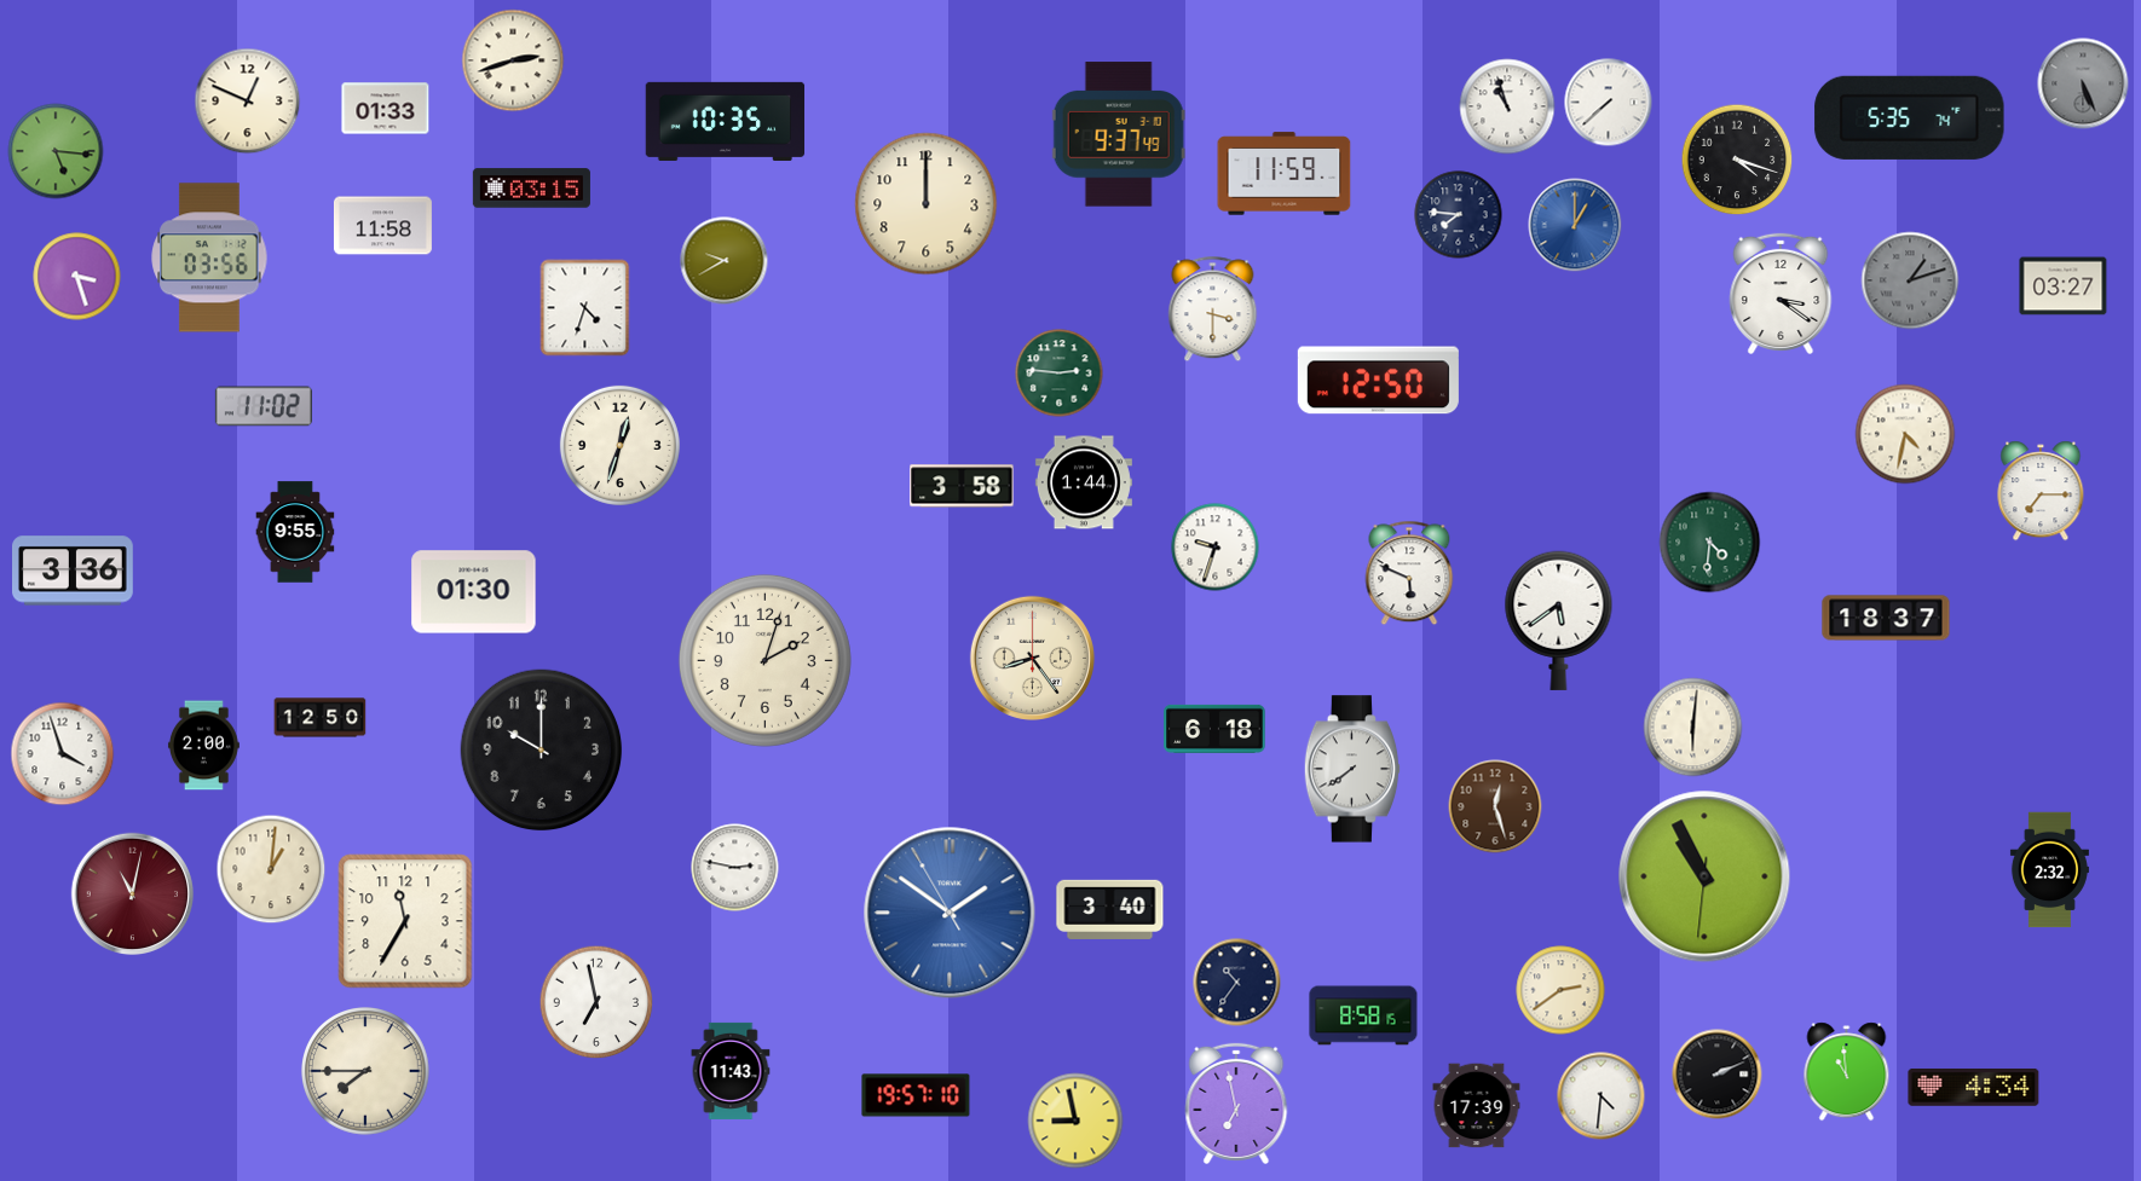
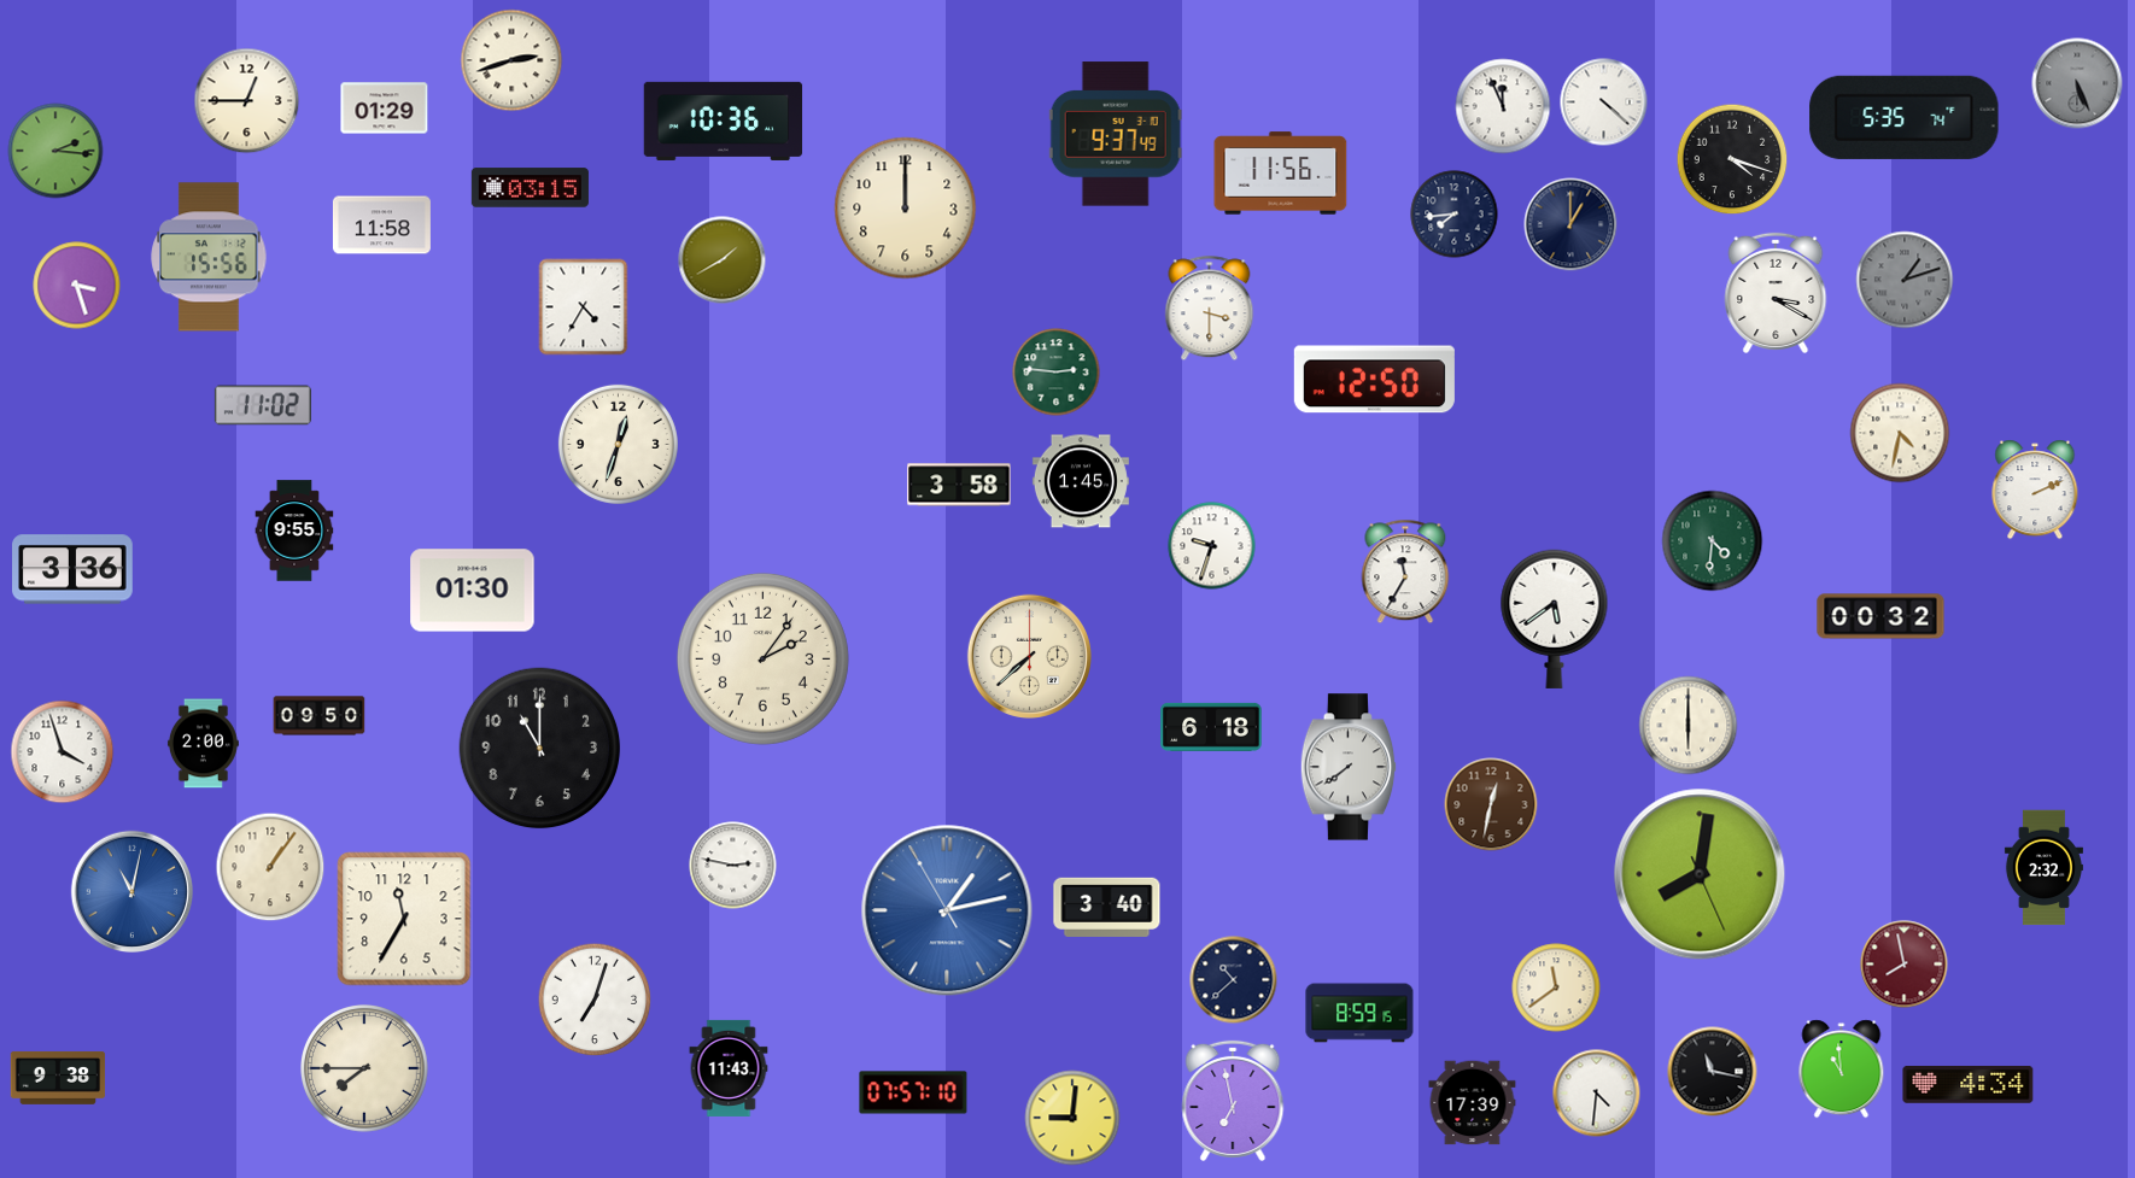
clock at (248, 102): 12:49 -> 12:45
clock at (1609, 103): 7:38 -> 4:22
clock at (1507, 106): 10:57 -> 11:56
clock at (386, 109): 01:33 -> 01:29
clock at (726, 121): 10:35 -> 10:36
clock at (56, 151): 5:16 -> 2:16
clock at (1285, 174): 11:59 -> 11:56
clock at (927, 204) position: (927, 204) -> (906, 209)
clock at (1459, 215): 7:46 -> 7:44
clock at (1575, 225) dial: blue -> navy
clock at (209, 257): 03:56 -> 15:56
clock at (725, 261): 9:40 -> 1:40
clock at (77, 277) position: (77, 277) -> (77, 286)
clock at (2064, 286): 03:27 -> none
clock at (1781, 294): 3:21 -> 3:20
clock at (585, 308): 4:33 -> 4:35
clock at (1084, 482): 1:44 -> 1:45
clock at (2041, 491): 7:15 -> 2:11
clock at (1710, 543) position: (1710, 543) -> (1713, 541)
clock at (1409, 573): 5:49 -> 11:35
clock at (1886, 618): 18:37 -> 00:32
clock at (1032, 658): 8:24 -> 7:38
clock at (764, 660): 2:03 -> 2:06
clock at (321, 718): 12:50 -> 09:50
clock at (1693, 728): 6:01 -> 6:00
clock at (542, 751): 10:00 -> 11:00
clock at (1495, 806): 12:27 -> 12:32
clock at (271, 869): 1:01 -> 1:06
clock at (1704, 876): 10:55 -> 8:01
clock at (132, 893) dial: burgundy -> blue
clock at (950, 913): 1:50 -> 1:12
clock at (1905, 965): none -> 7:58
clock at (1237, 983): 10:36 -> 10:38
clock at (1560, 990): 2:39 -> 11:39
clock at (596, 1002): 6:58 -> 7:03
clock at (1363, 1015): 8:58 -> 8:59
clock at (1718, 1075): 2:11 -> 11:17
clock at (58, 1078): none -> 9:38
clock at (916, 1095): 19:57 -> 07:57
clock at (1075, 1121): 8:58 -> 9:01
